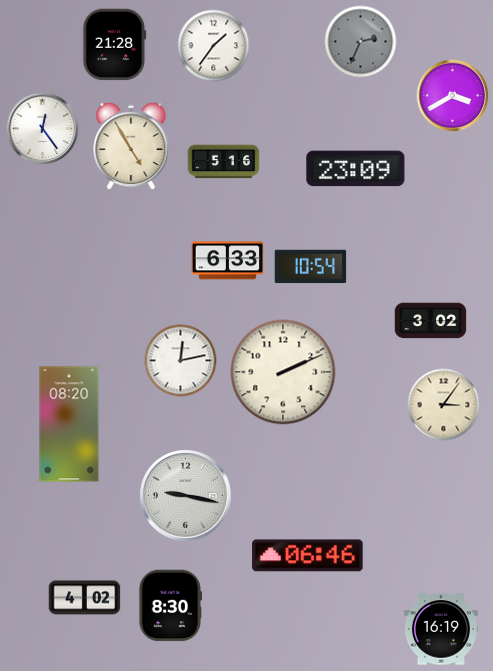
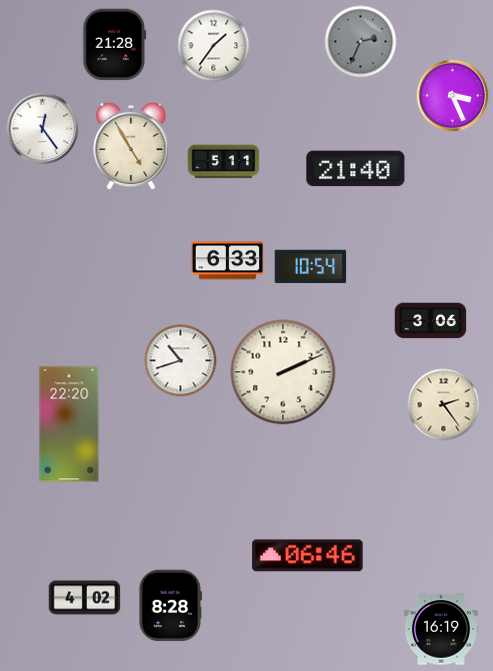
clock at (453, 96): 3:40 -> 3:26
clock at (224, 162): 5:16 -> 5:11
clock at (356, 169): 23:09 -> 21:40
clock at (431, 321): 3:02 -> 3:06
clock at (181, 361): 12:13 -> 10:42
clock at (444, 405): 3:06 -> 2:24
clock at (69, 424): 08:20 -> 22:20
clock at (186, 496): 9:17 -> none
clock at (170, 606): 8:30 -> 8:28
